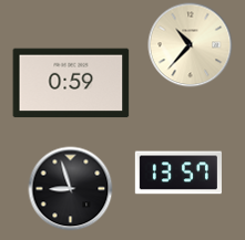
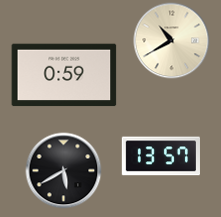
clock at (191, 45): 10:37 -> 10:40
clock at (71, 189): 8:57 -> 5:40
